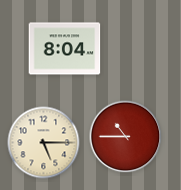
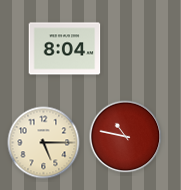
clock at (126, 137): 10:45 -> 10:47
